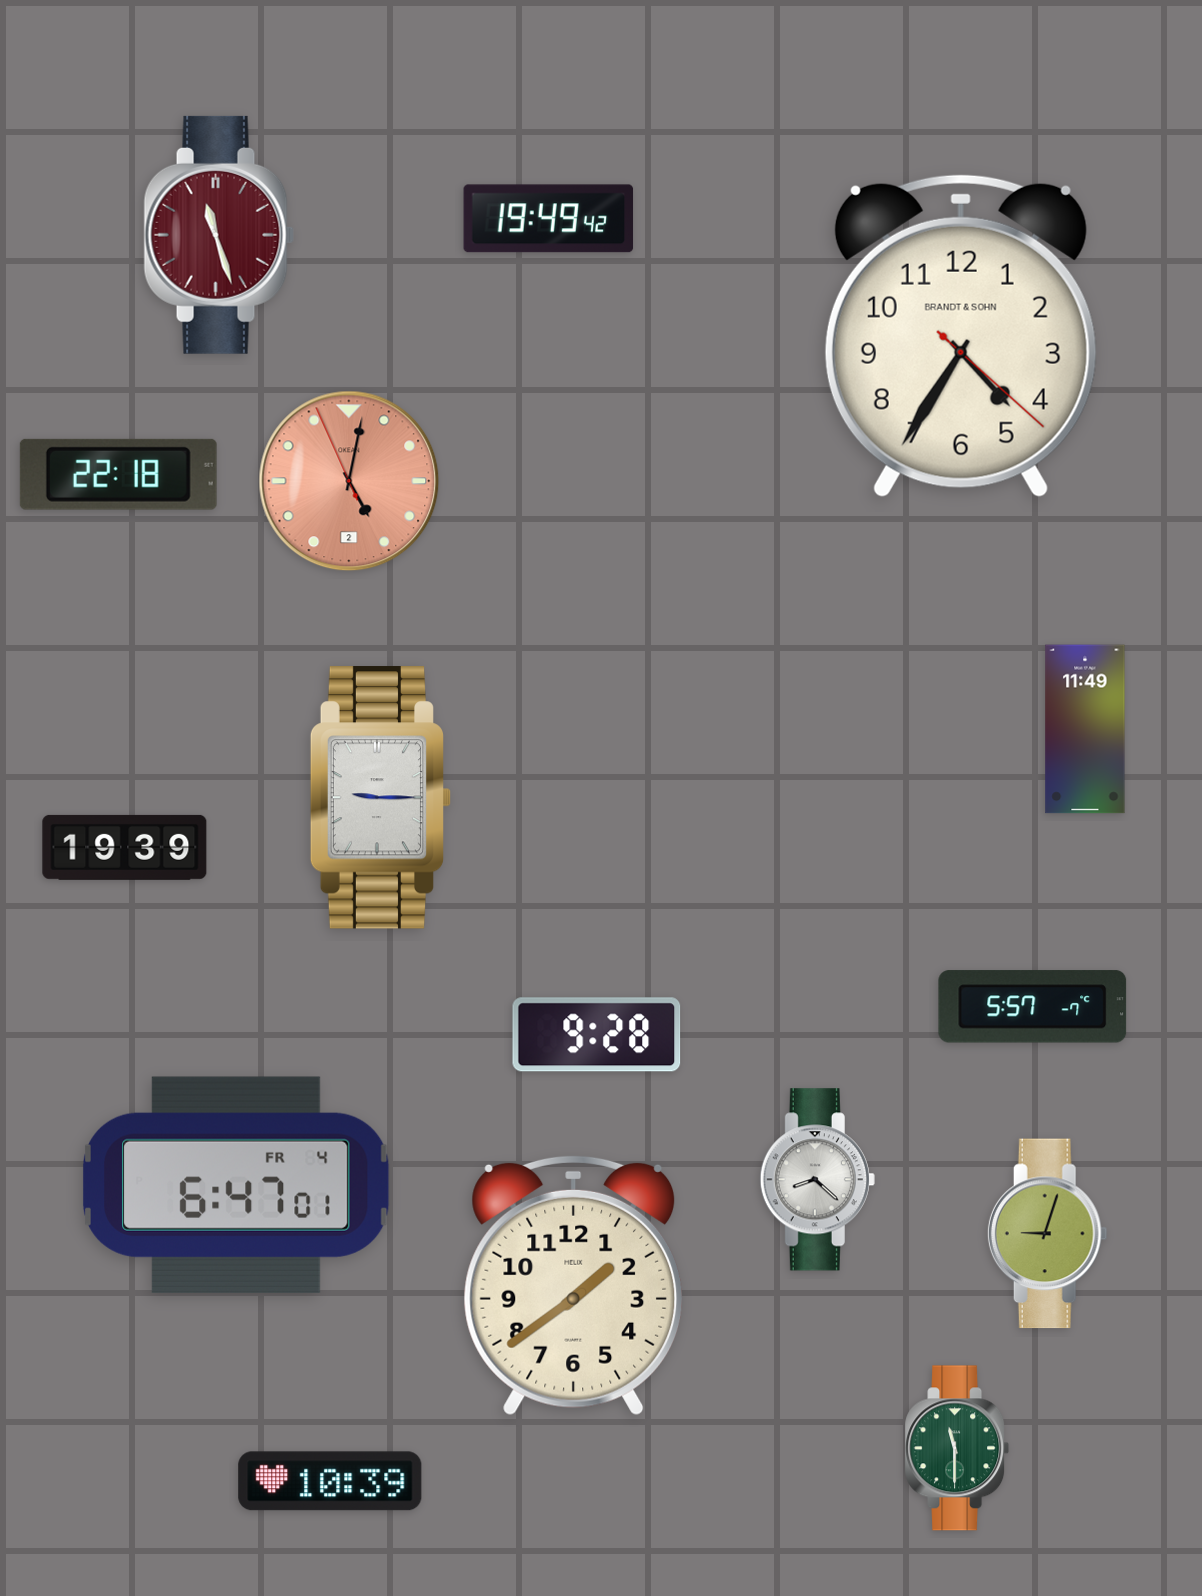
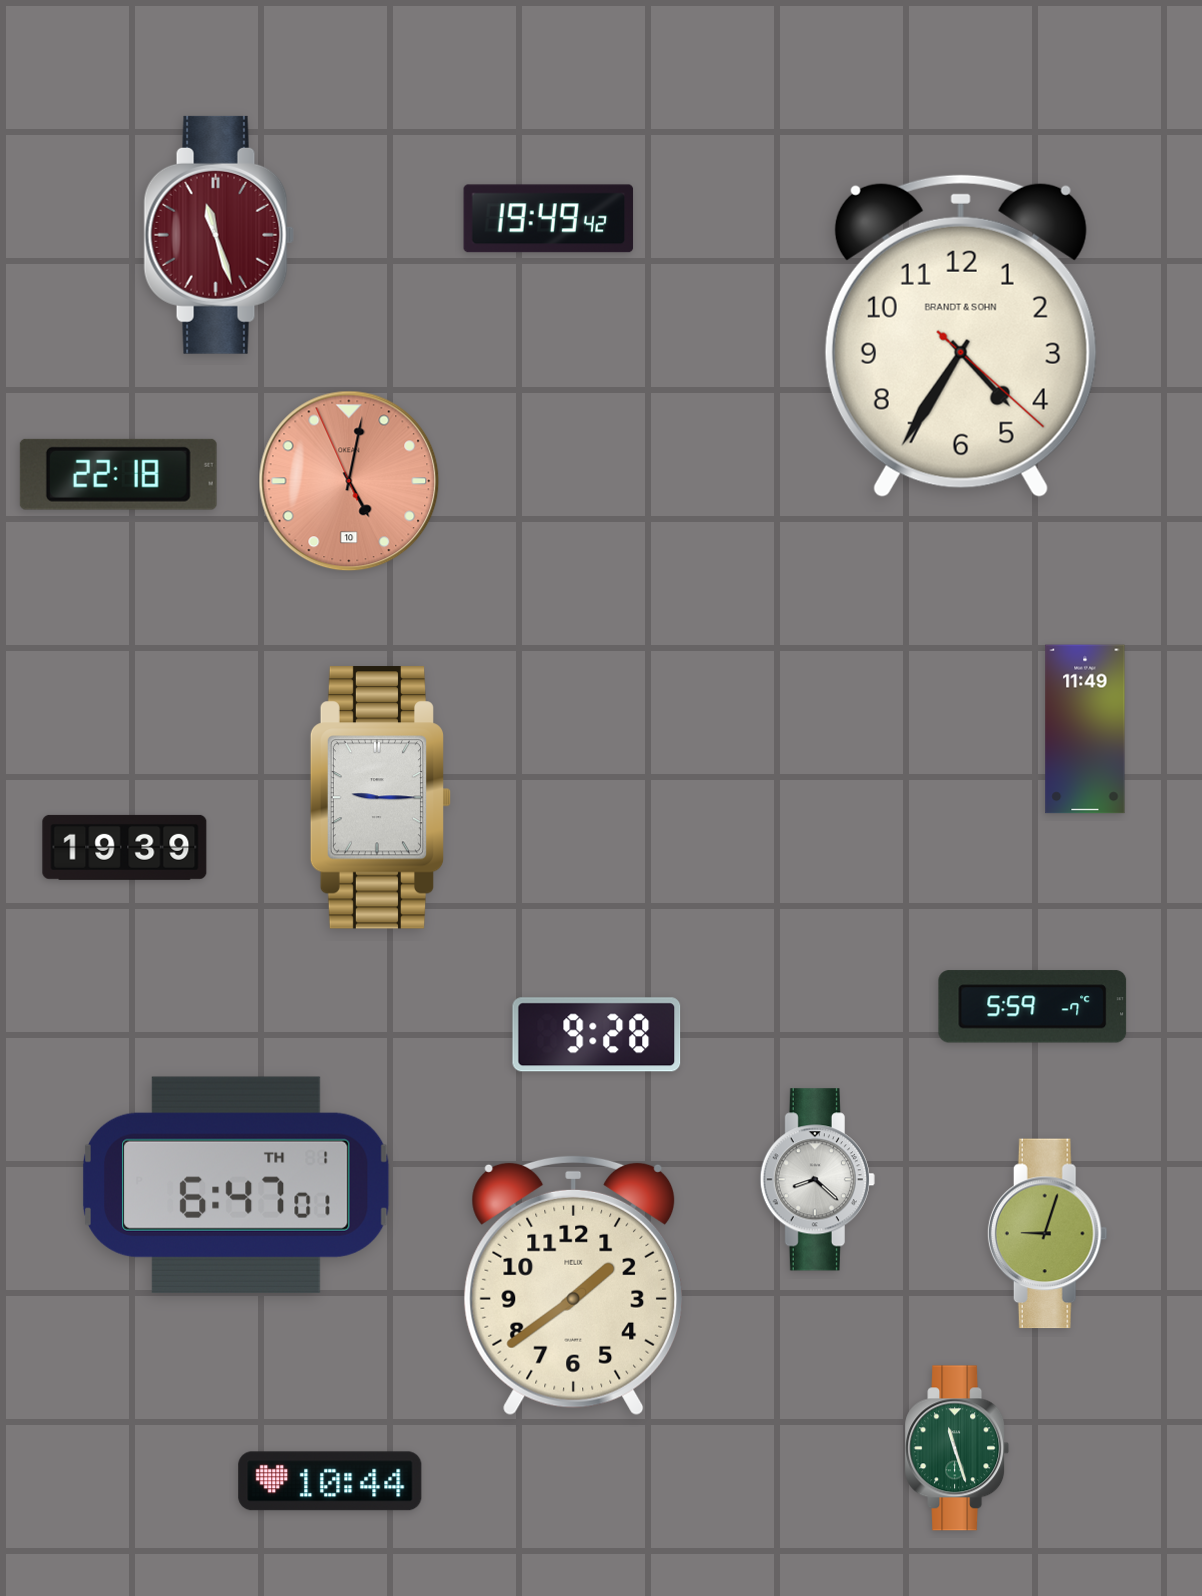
clock at (349, 481) date: 2 -> 10
clock at (1033, 1007): 5:57 -> 5:59
clock at (237, 1185) date: FR 4 -> TH 1
clock at (957, 1448): 11:30 -> 11:27
clock at (330, 1481): 10:39 -> 10:44
